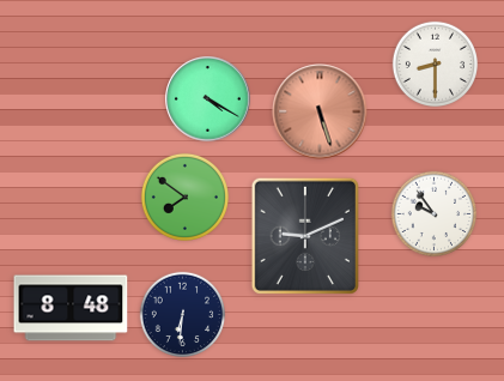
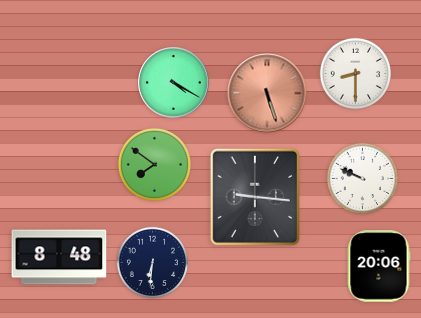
clock at (436, 65) position: (436, 65) -> (356, 74)
clock at (435, 214): 9:54 -> 9:49
clock at (305, 236): 9:11 -> 9:16
clock at (379, 266): none -> 20:06
